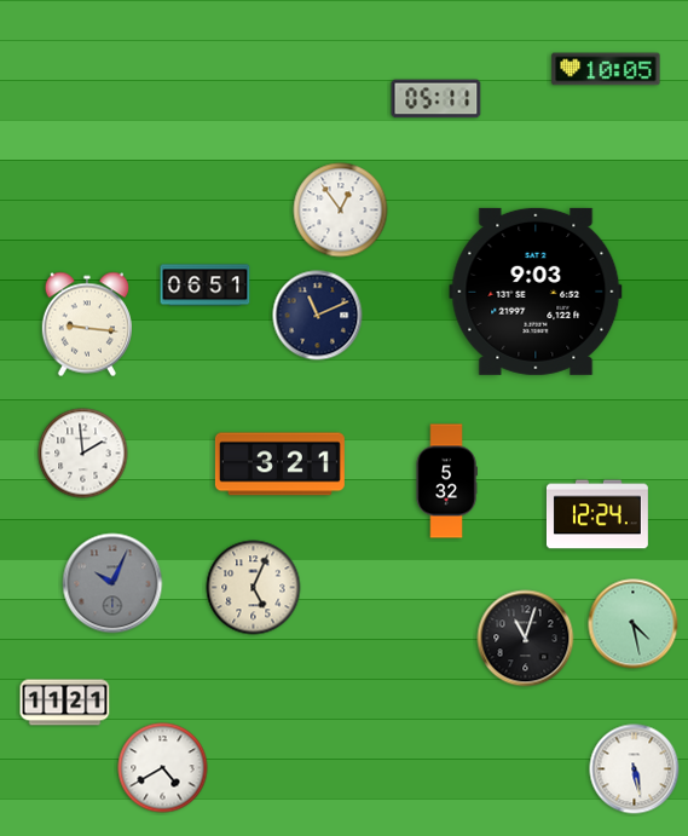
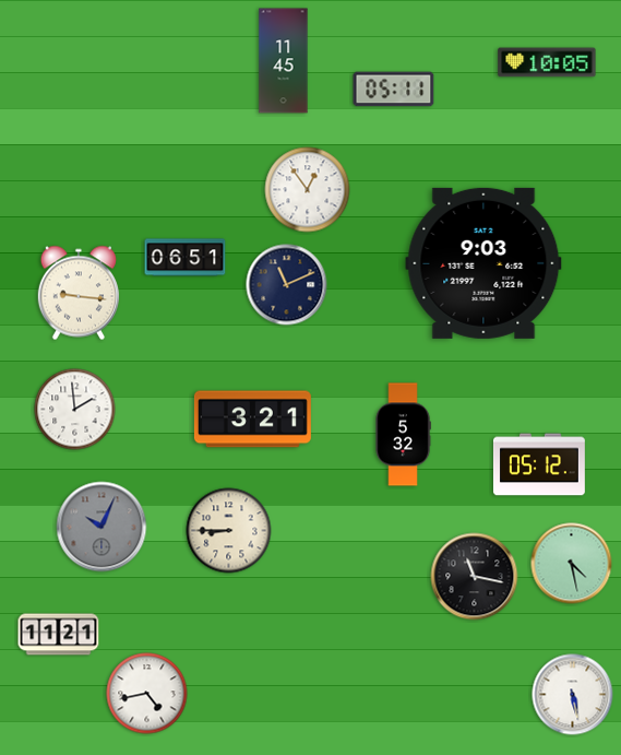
clock at (284, 61): none -> 11:45
clock at (597, 514): 12:24 -> 05:12
clock at (254, 588): 5:04 -> 8:45
clock at (526, 639): 11:03 -> 11:17
clock at (163, 768): 4:40 -> 4:43
